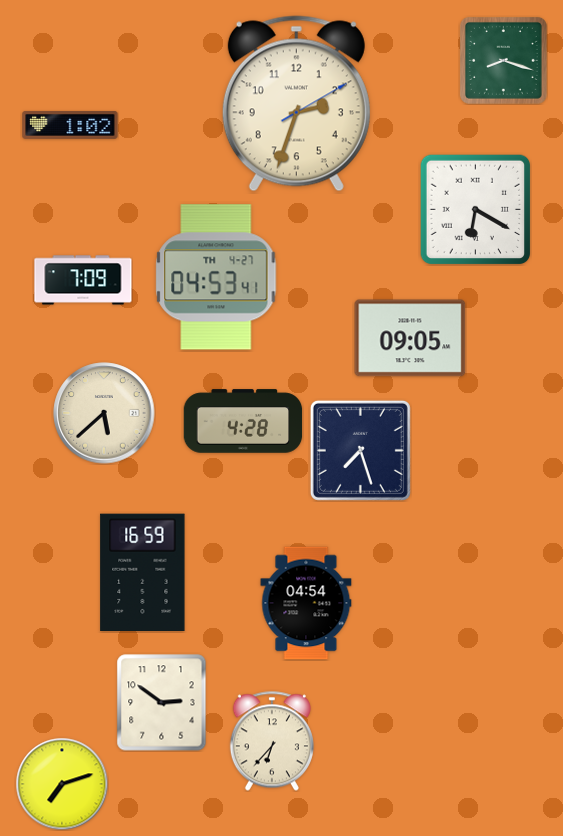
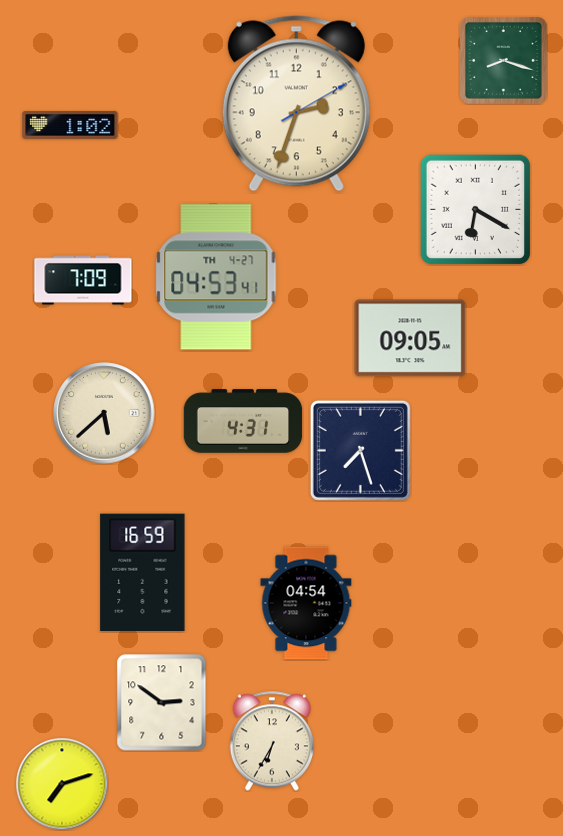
clock at (243, 421): 4:28 -> 4:31
clock at (272, 741): 6:37 -> 6:35
